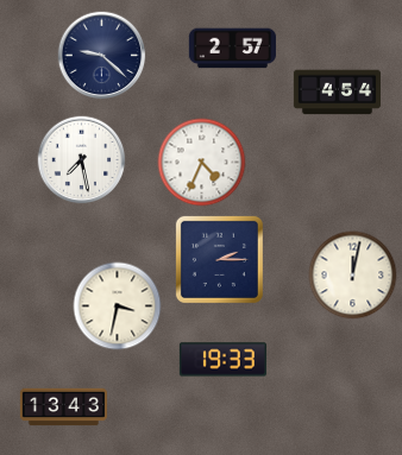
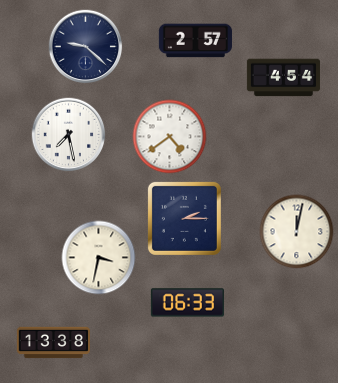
clock at (202, 163): 4:34 -> 4:39
clock at (222, 360): 19:33 -> 06:33
clock at (63, 407): 13:43 -> 13:38
